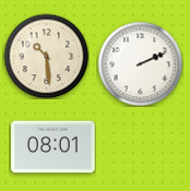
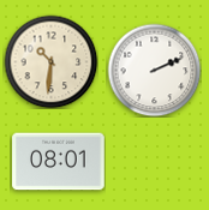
clock at (46, 56): 10:29 -> 10:31
